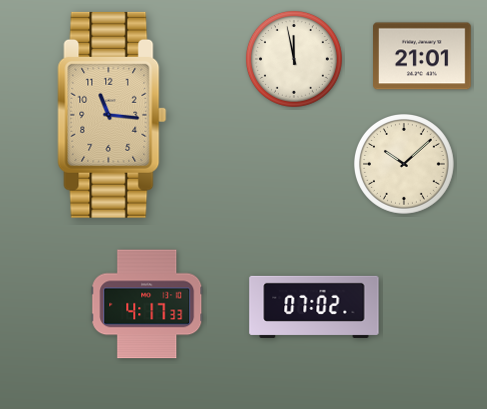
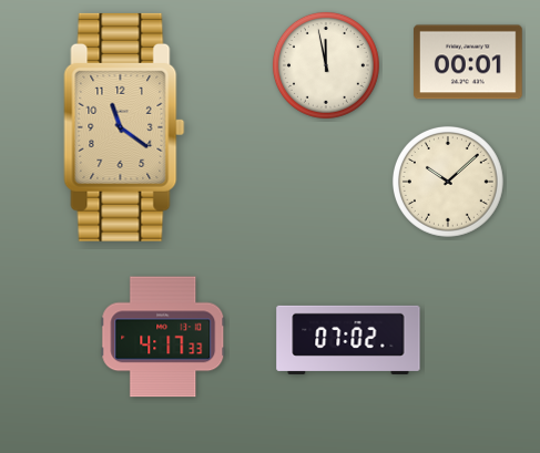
clock at (423, 56): 21:01 -> 00:01
clock at (112, 115): 11:16 -> 11:21
